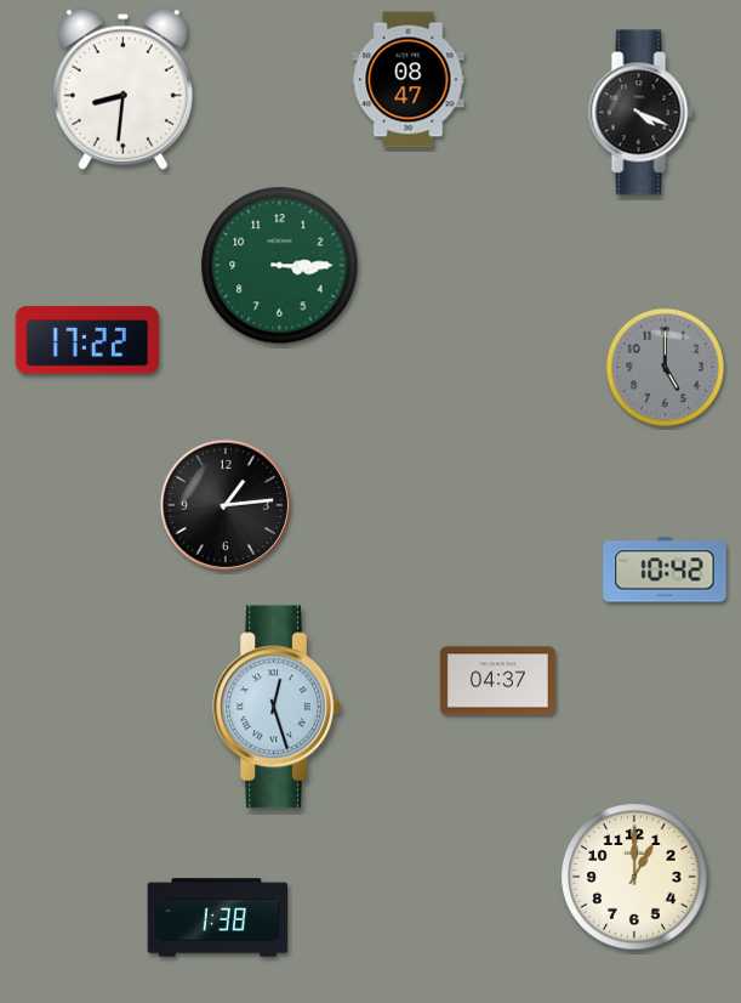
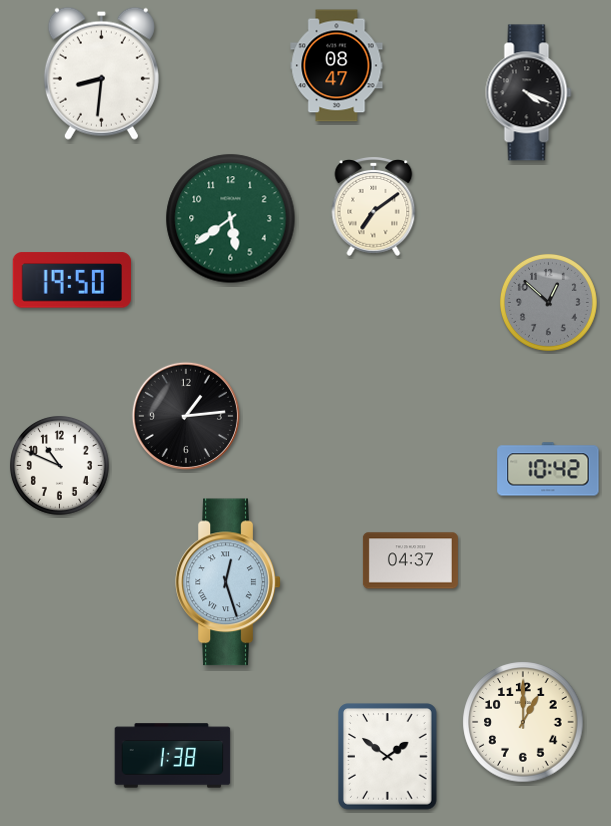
clock at (374, 206): none -> 7:09
clock at (280, 266): 3:15 -> 5:39
clock at (86, 340): 17:22 -> 19:50
clock at (665, 367): 5:00 -> 12:52
clock at (59, 465): none -> 10:49
clock at (218, 918) position: (218, 918) -> (173, 756)
clock at (388, 757): none -> 1:51
